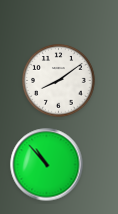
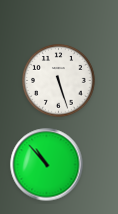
clock at (59, 81): 8:09 -> 5:27
